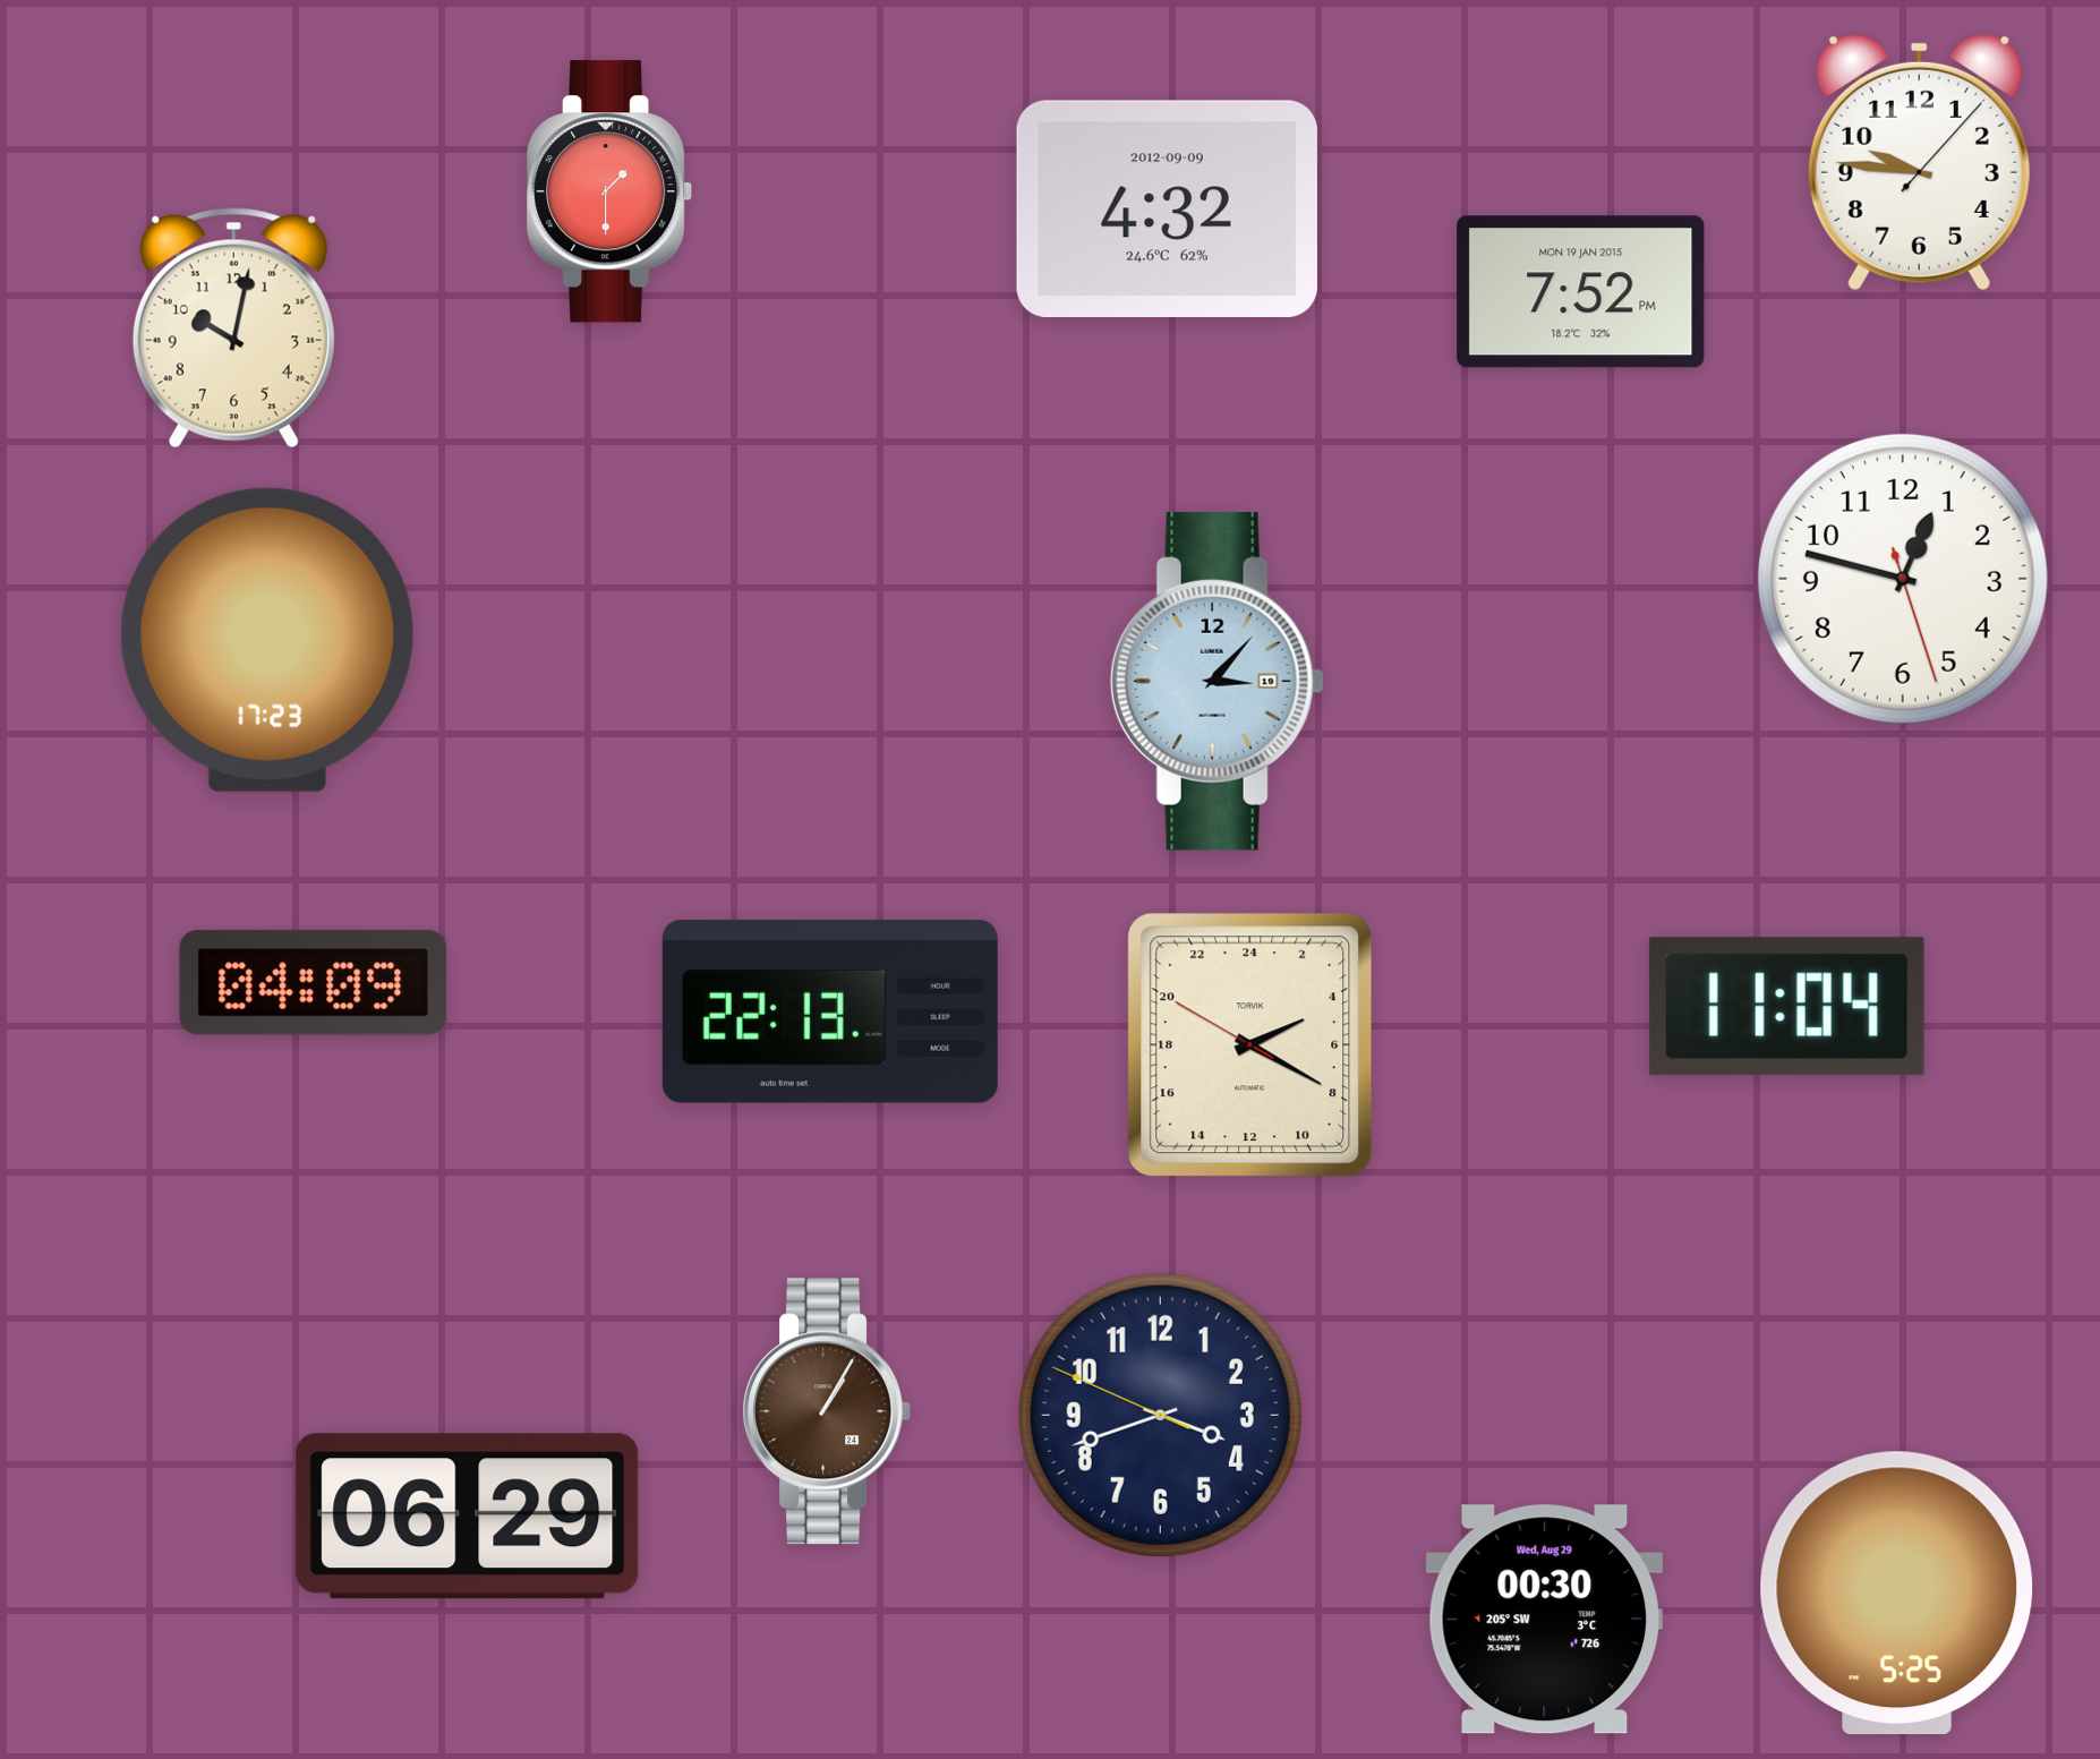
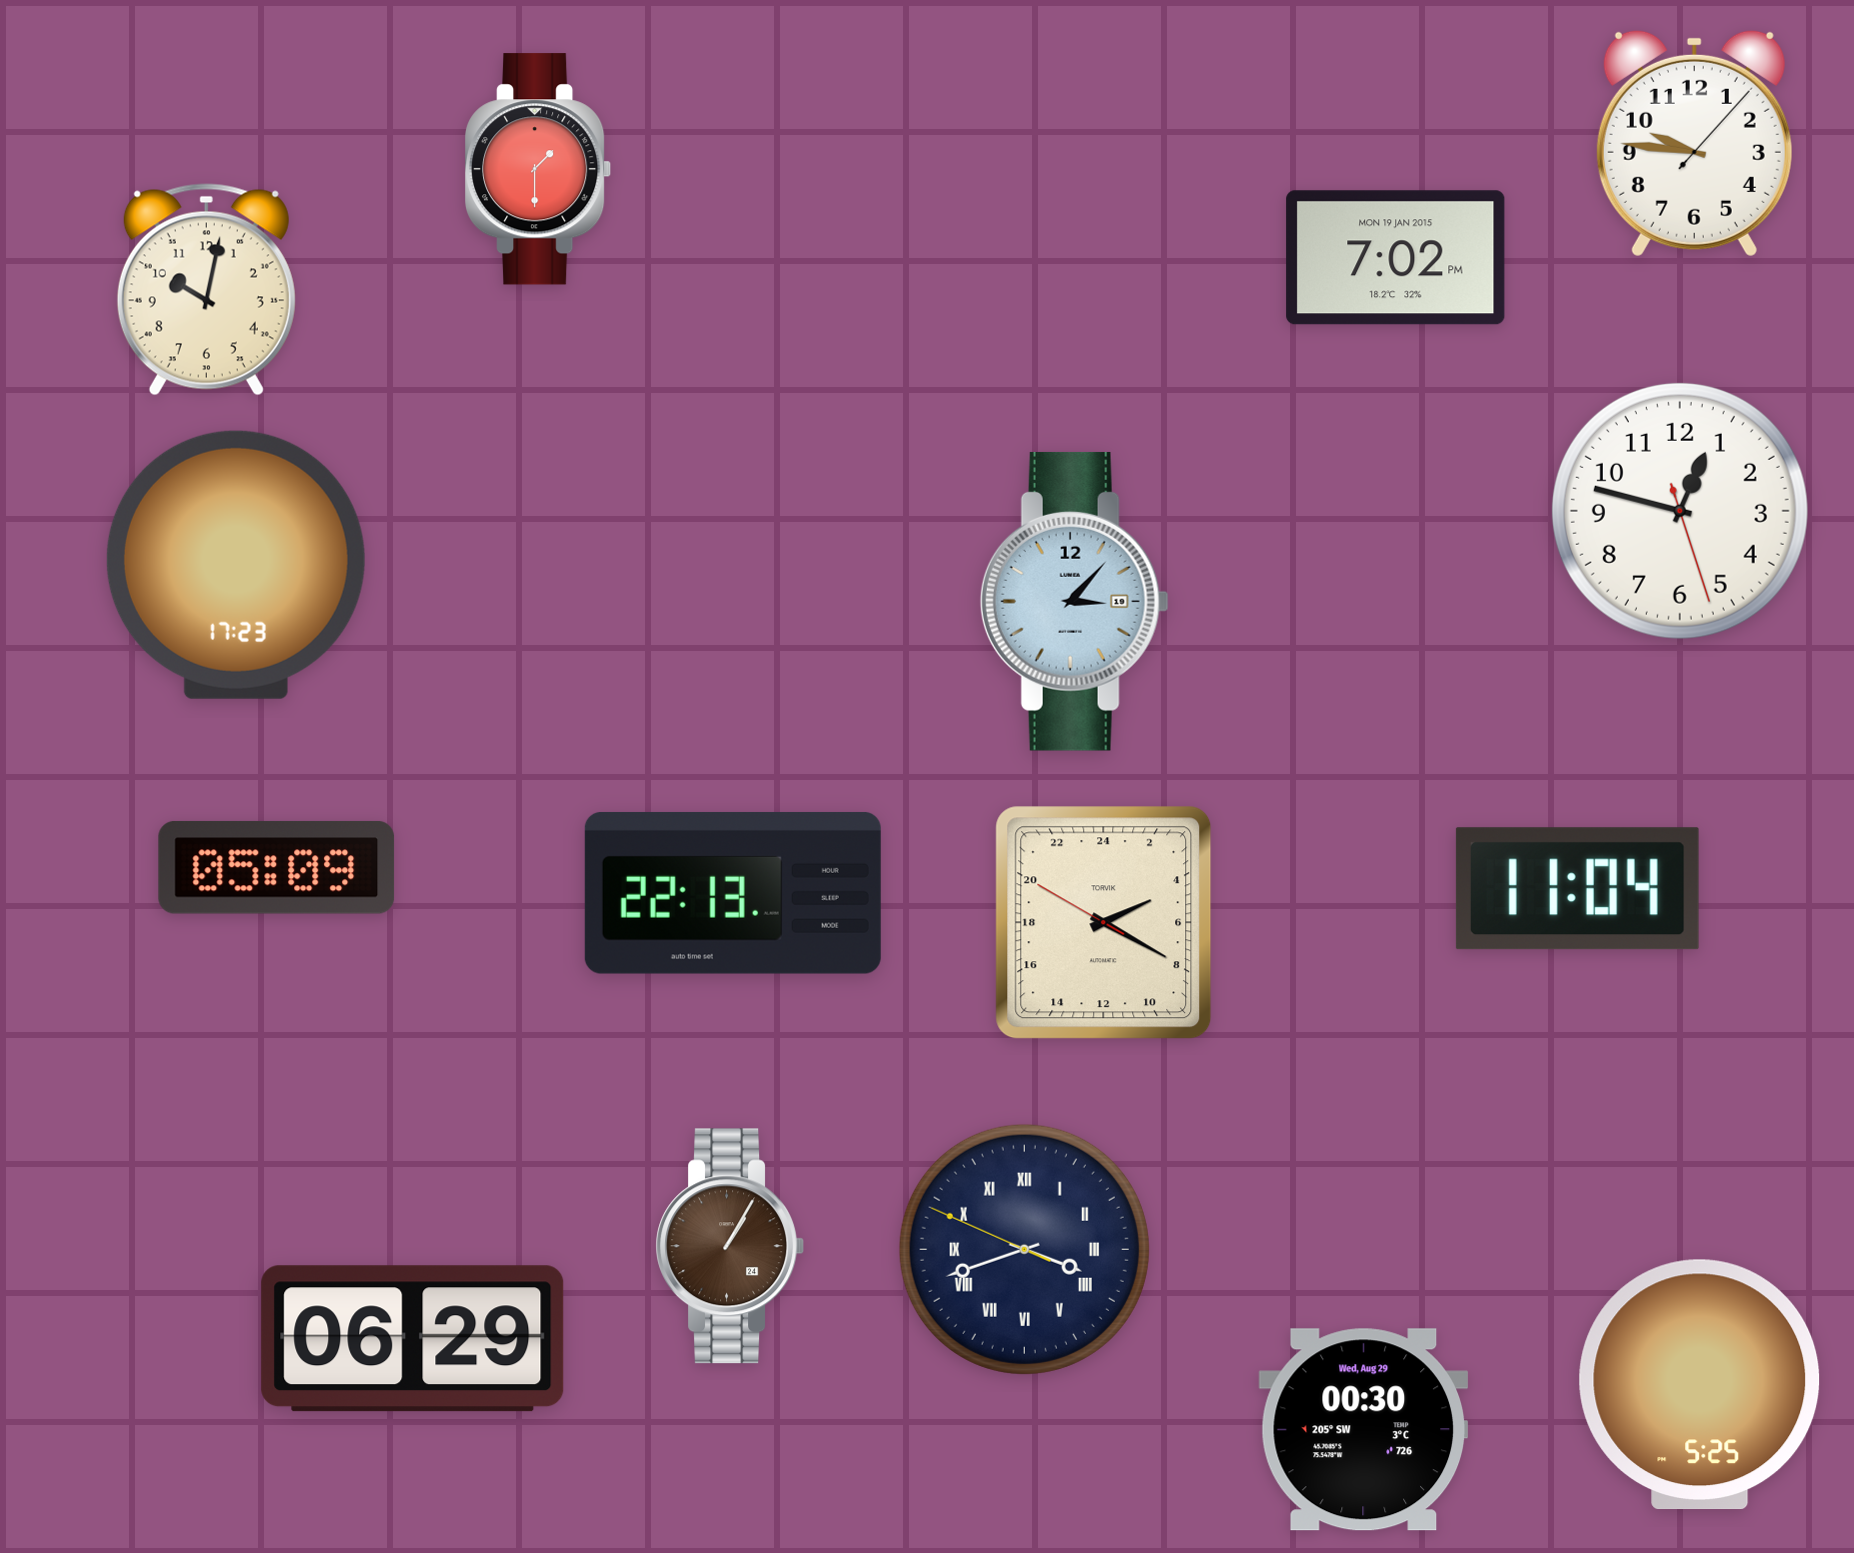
clock at (1167, 208): 4:32 -> none
clock at (1581, 292): 7:52 -> 7:02
clock at (314, 982): 04:09 -> 05:09
clock at (1160, 1415) numerals: Arabic -> Roman
clock at (1897, 1594) position: (1897, 1594) -> (1700, 1385)
